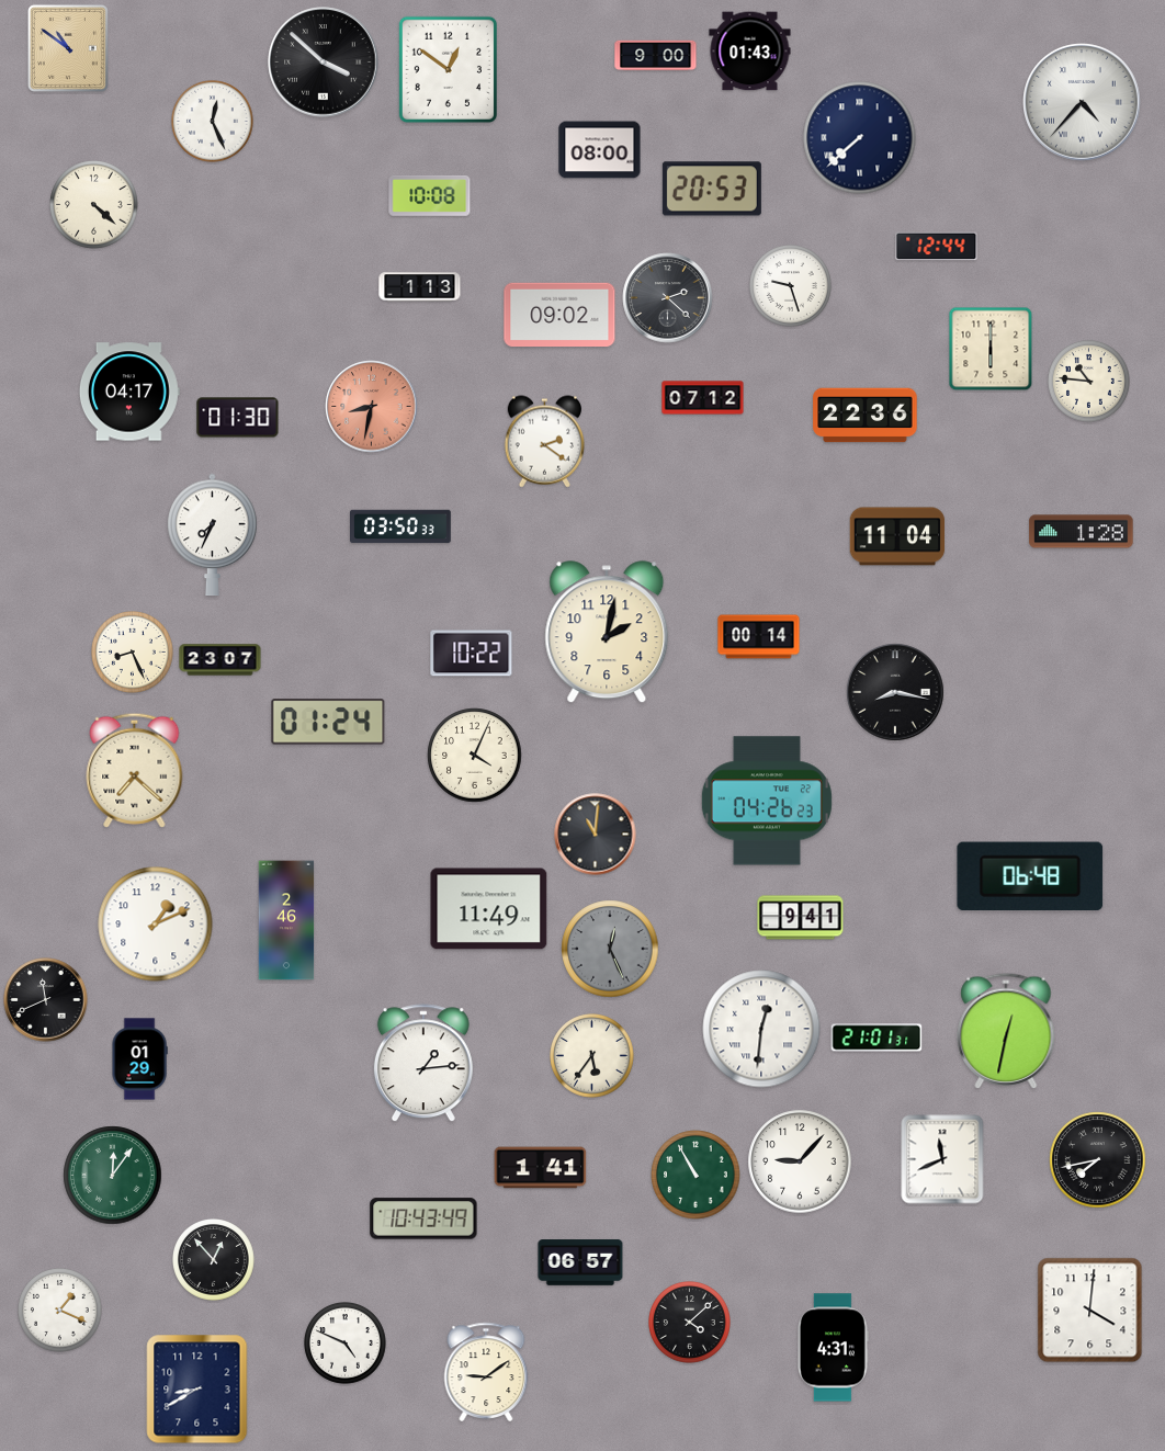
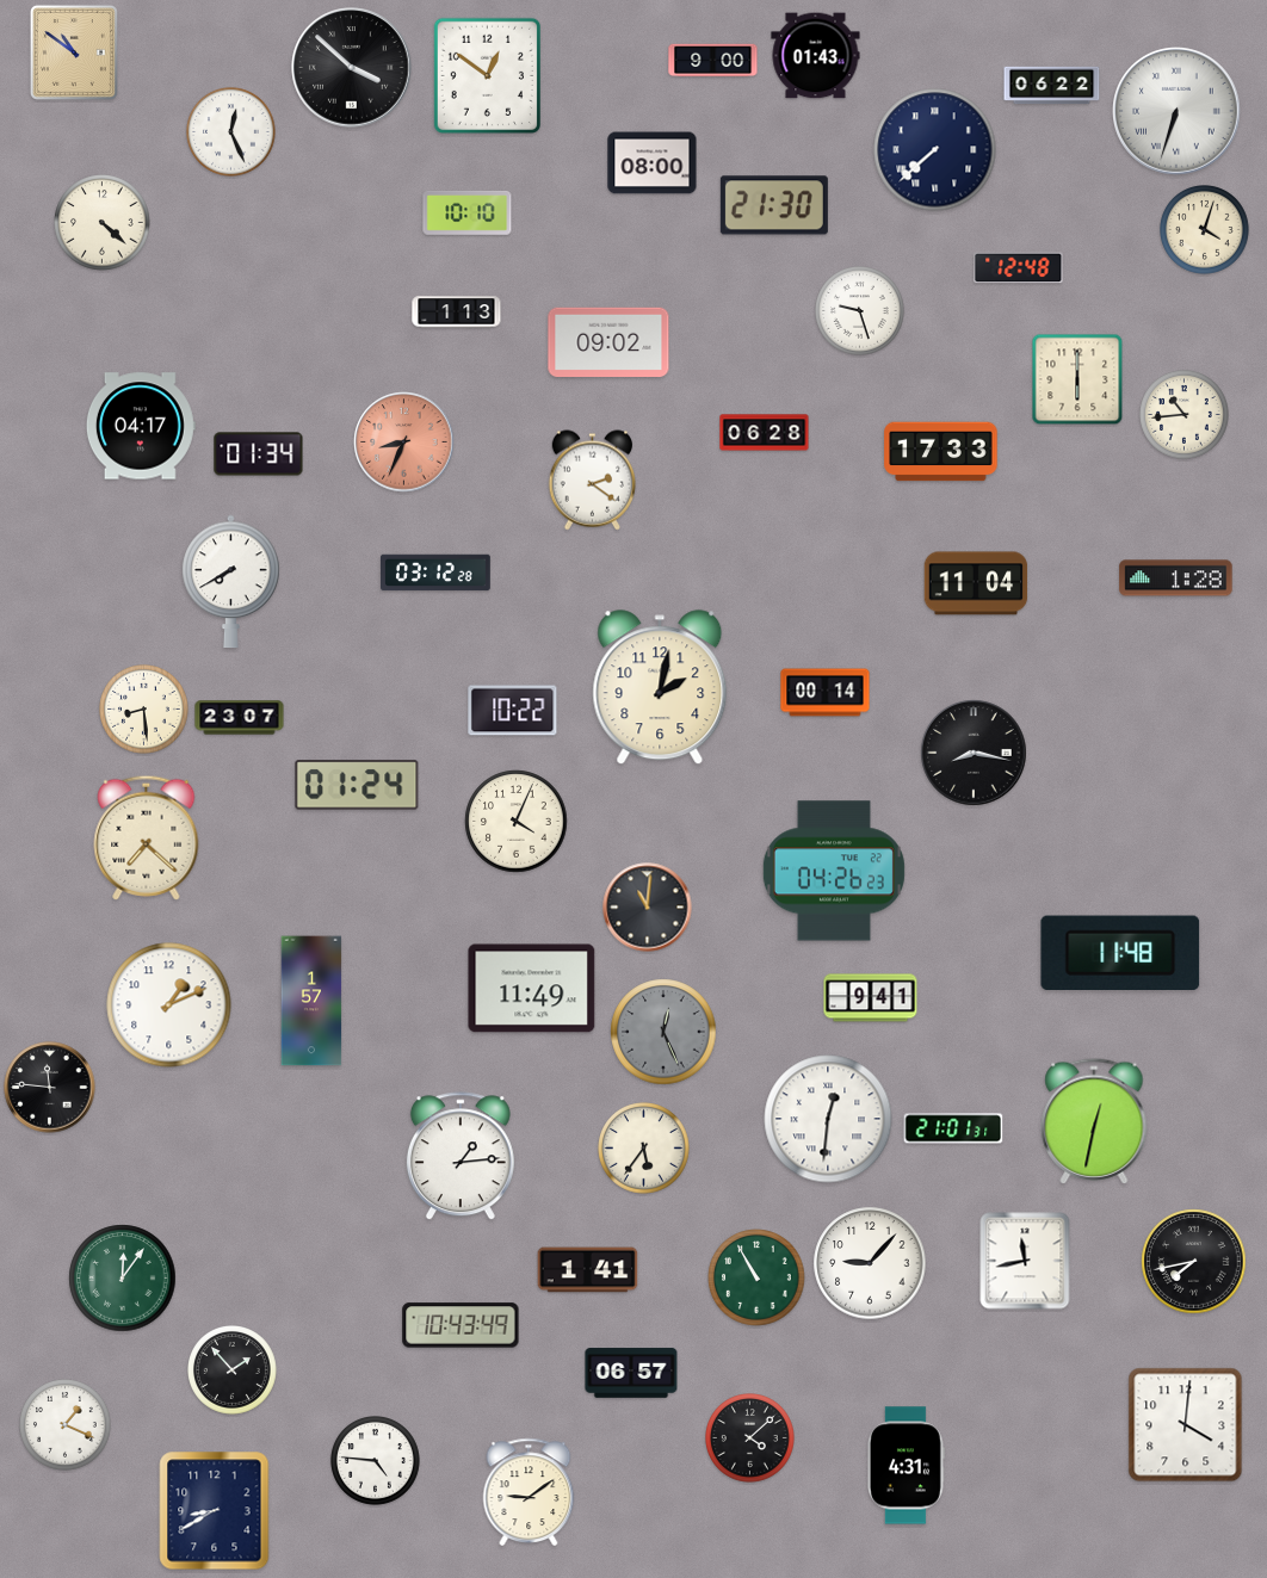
clock at (1052, 86): none -> 06:22
clock at (1082, 102): 4:37 -> 6:33
clock at (712, 189): 20:53 -> 21:30
clock at (430, 195): 10:08 -> 10:10
clock at (1205, 230): none -> 4:03
clock at (937, 247): 12:44 -> 12:48
clock at (668, 298): 2:22 -> none
clock at (1089, 382): 10:46 -> 10:44
clock at (703, 398): 07:12 -> 06:28
clock at (372, 407): 8:32 -> 8:34
clock at (866, 416): 22:36 -> 17:33
clock at (238, 418): 01:30 -> 01:34
clock at (401, 526): 03:50 -> 03:12
clock at (213, 535): 7:34 -> 7:40
clock at (133, 653): 8:26 -> 8:29
clock at (1030, 876): 06:48 -> 11:48
clock at (286, 920): 2:46 -> 1:57
clock at (46, 1000): 11:41 -> 11:46
clock at (139, 1059): 01:29 -> none
clock at (942, 1159): 11:41 -> 11:43
clock at (214, 1260): 12:53 -> 1:53
clock at (346, 1344): 4:49 -> 4:46
